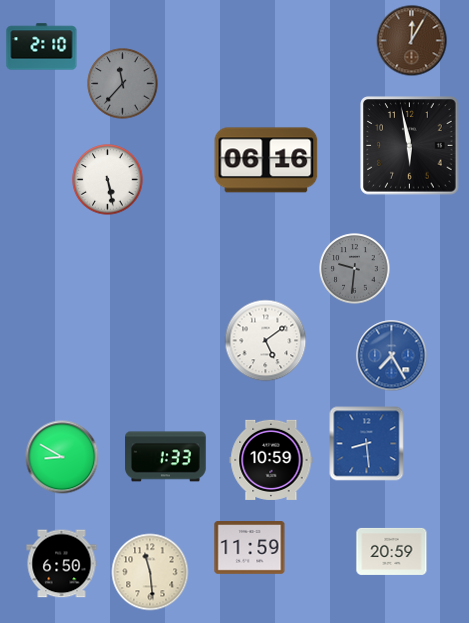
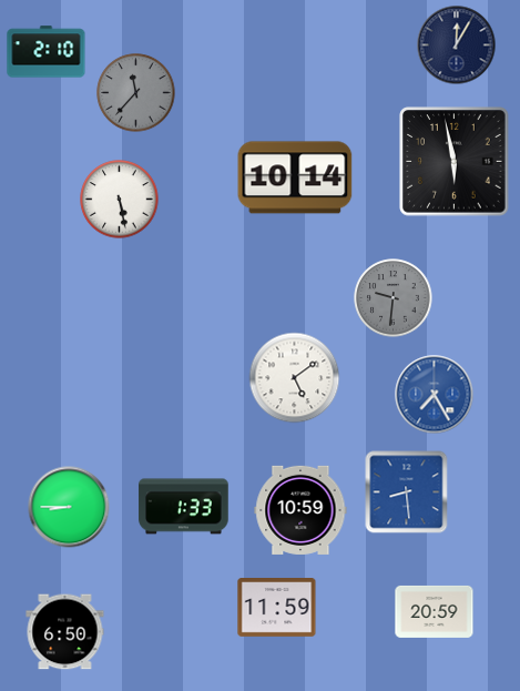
clock at (412, 41) dial: brown -> navy
clock at (266, 160): 06:16 -> 10:14
clock at (62, 457): 8:50 -> 8:45
clock at (62, 564) position: (62, 564) -> (65, 632)
clock at (150, 572): 11:29 -> none
